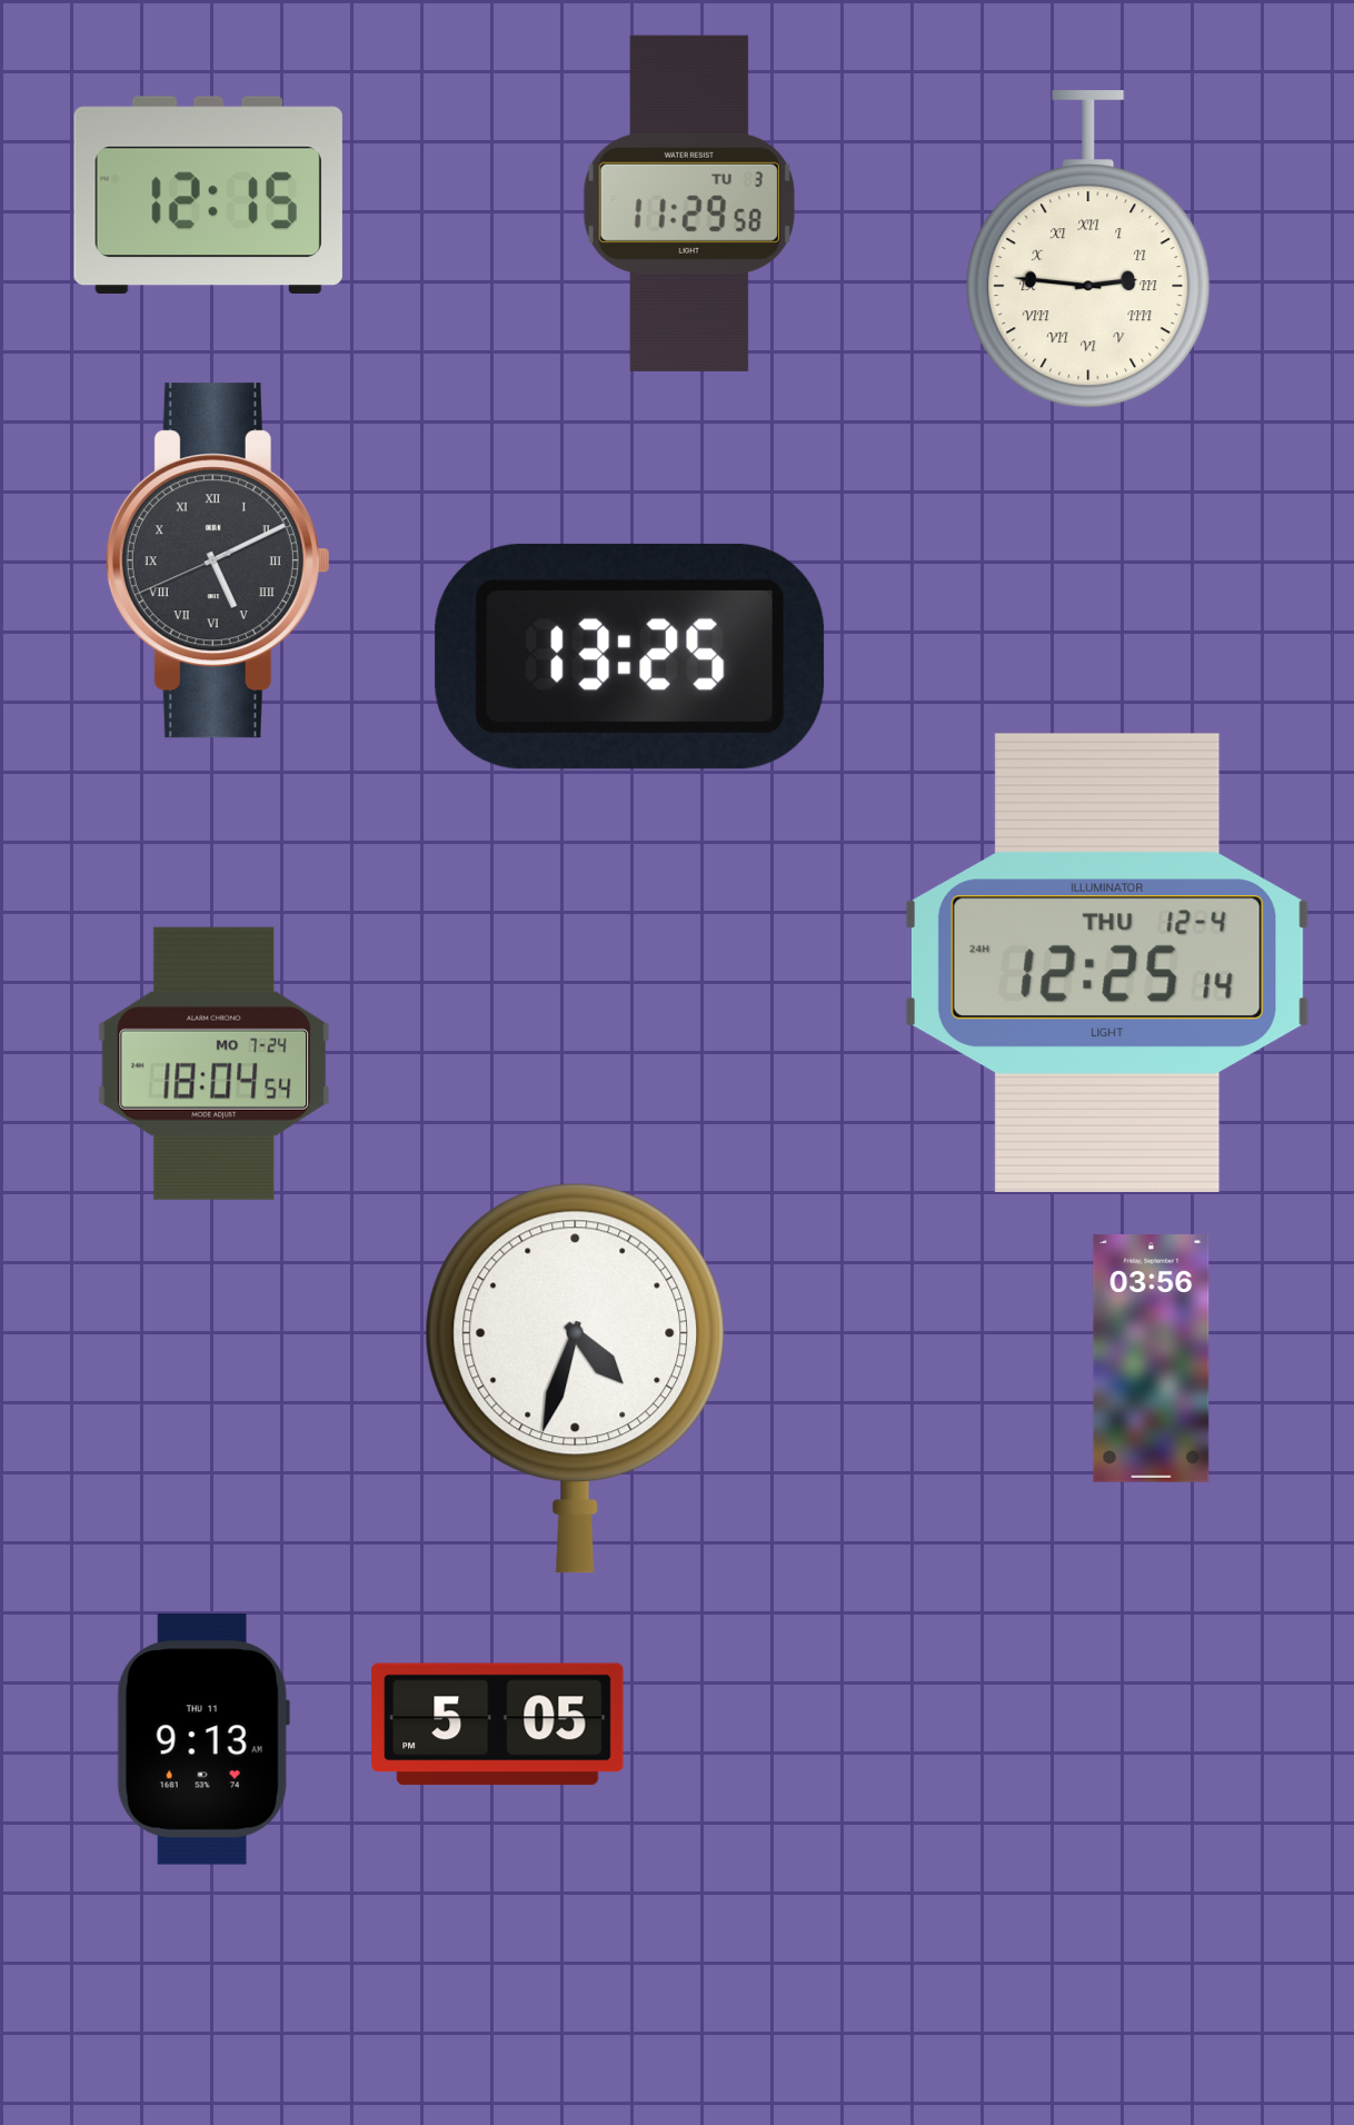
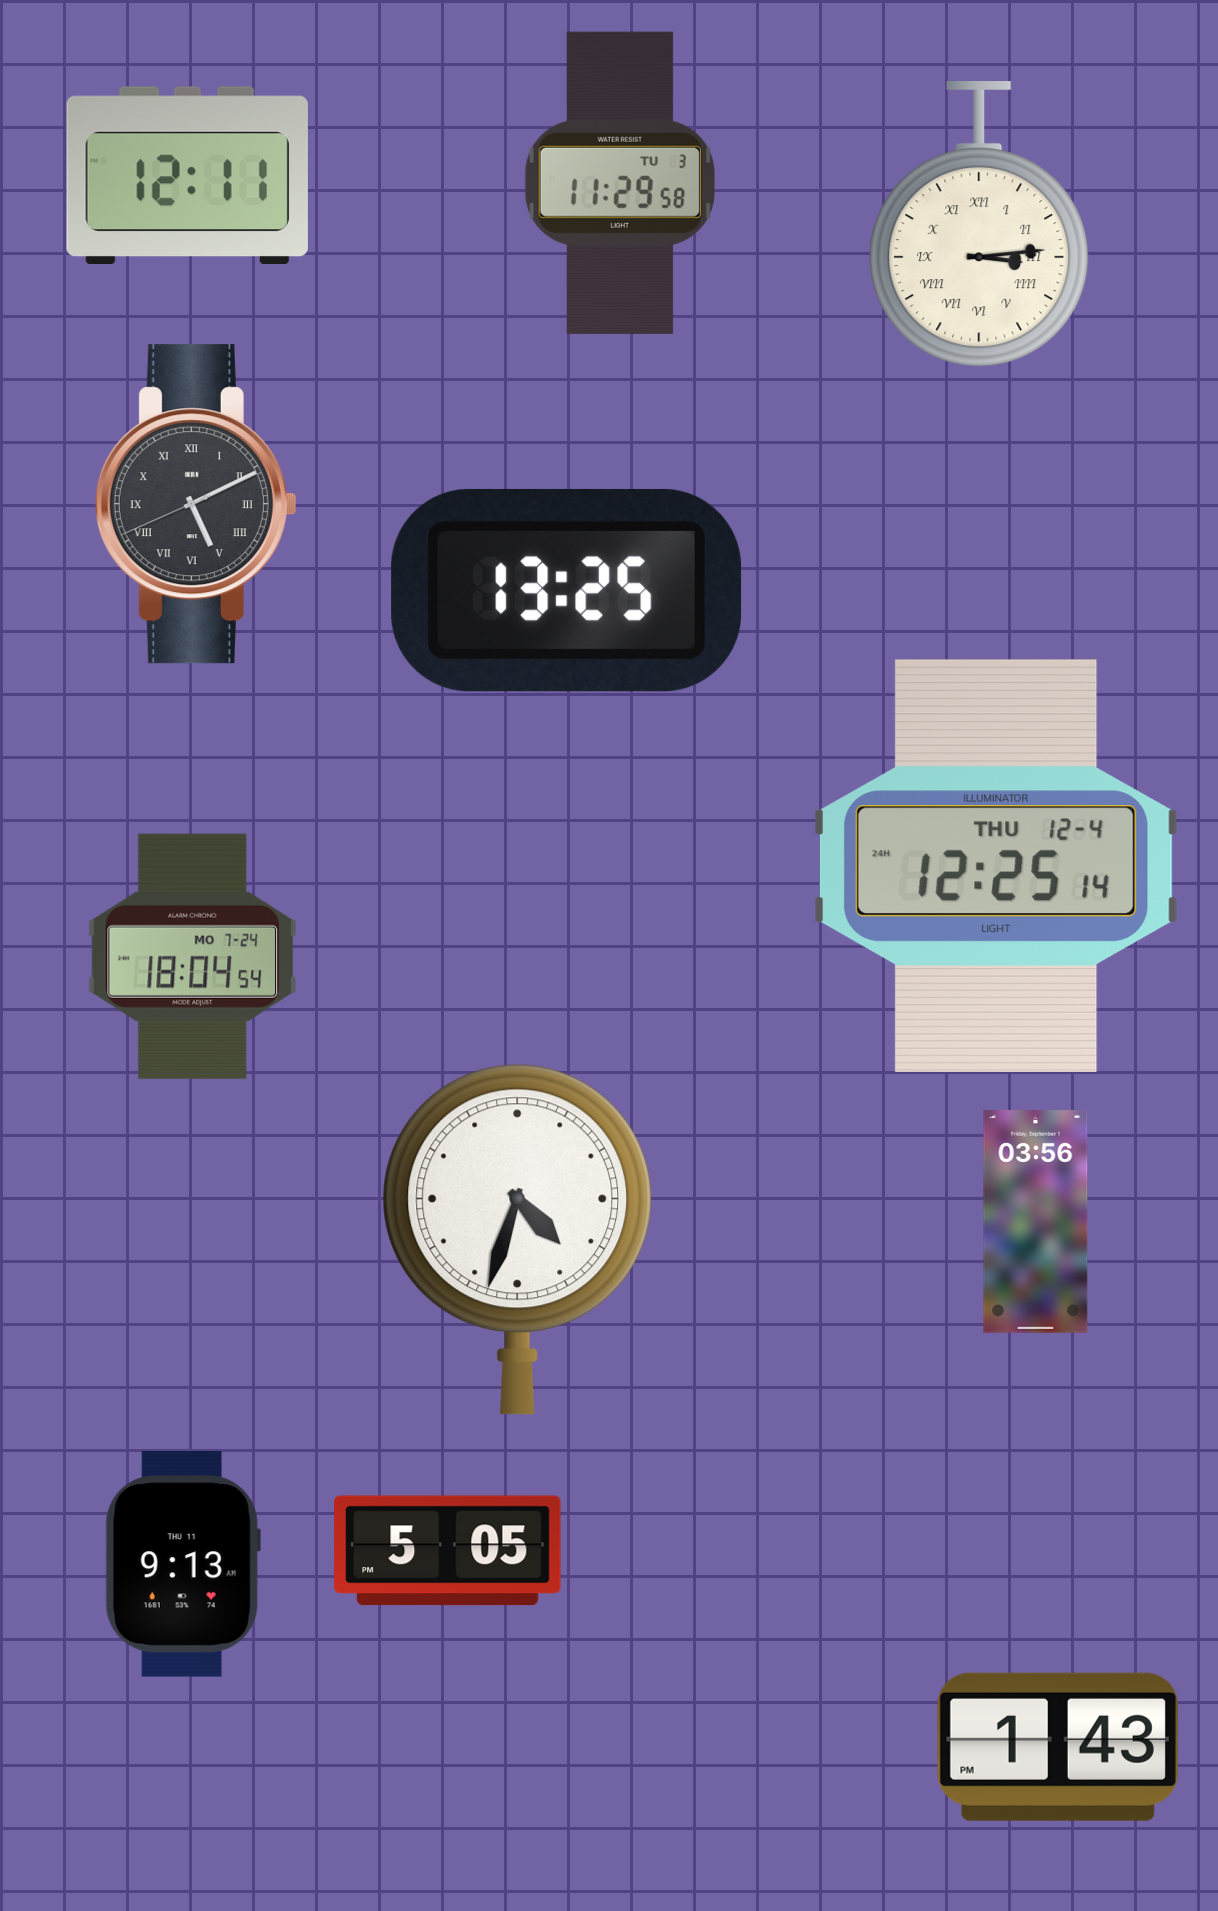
clock at (208, 195): 12:15 -> 12:11
clock at (1088, 250): 2:46 -> 3:14
clock at (1058, 1747): none -> 1:43
